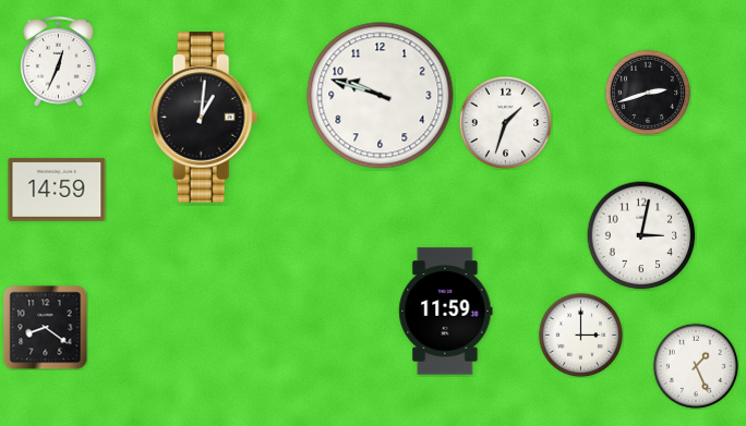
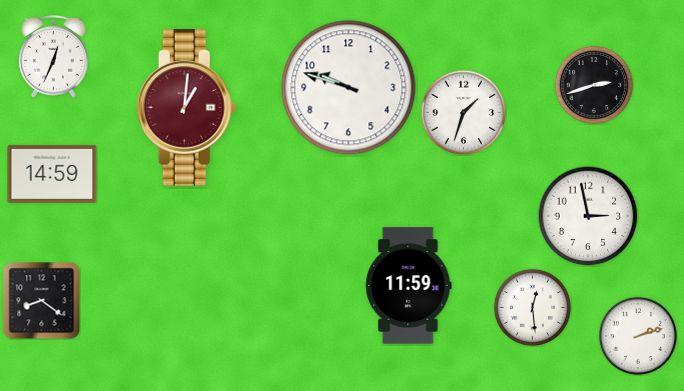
clock at (204, 118) dial: black -> burgundy
clock at (641, 235): 3:02 -> 2:58
clock at (580, 334): 3:00 -> 12:29
clock at (695, 365): 1:26 -> 2:12
